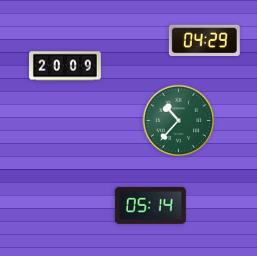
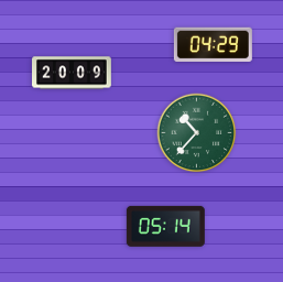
clock at (204, 41) position: (204, 41) -> (213, 45)
